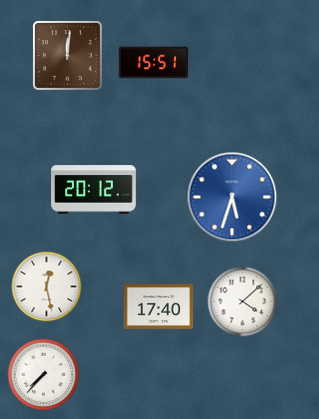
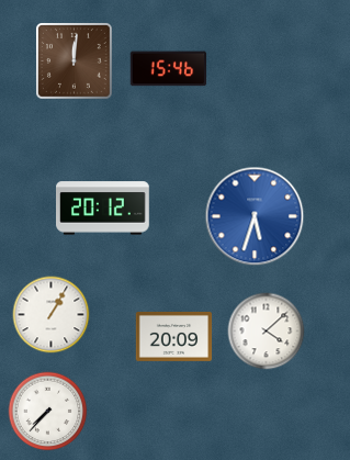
clock at (154, 63): 15:51 -> 15:46
clock at (47, 287): 12:28 -> 1:05
clock at (159, 306): 17:40 -> 20:09
